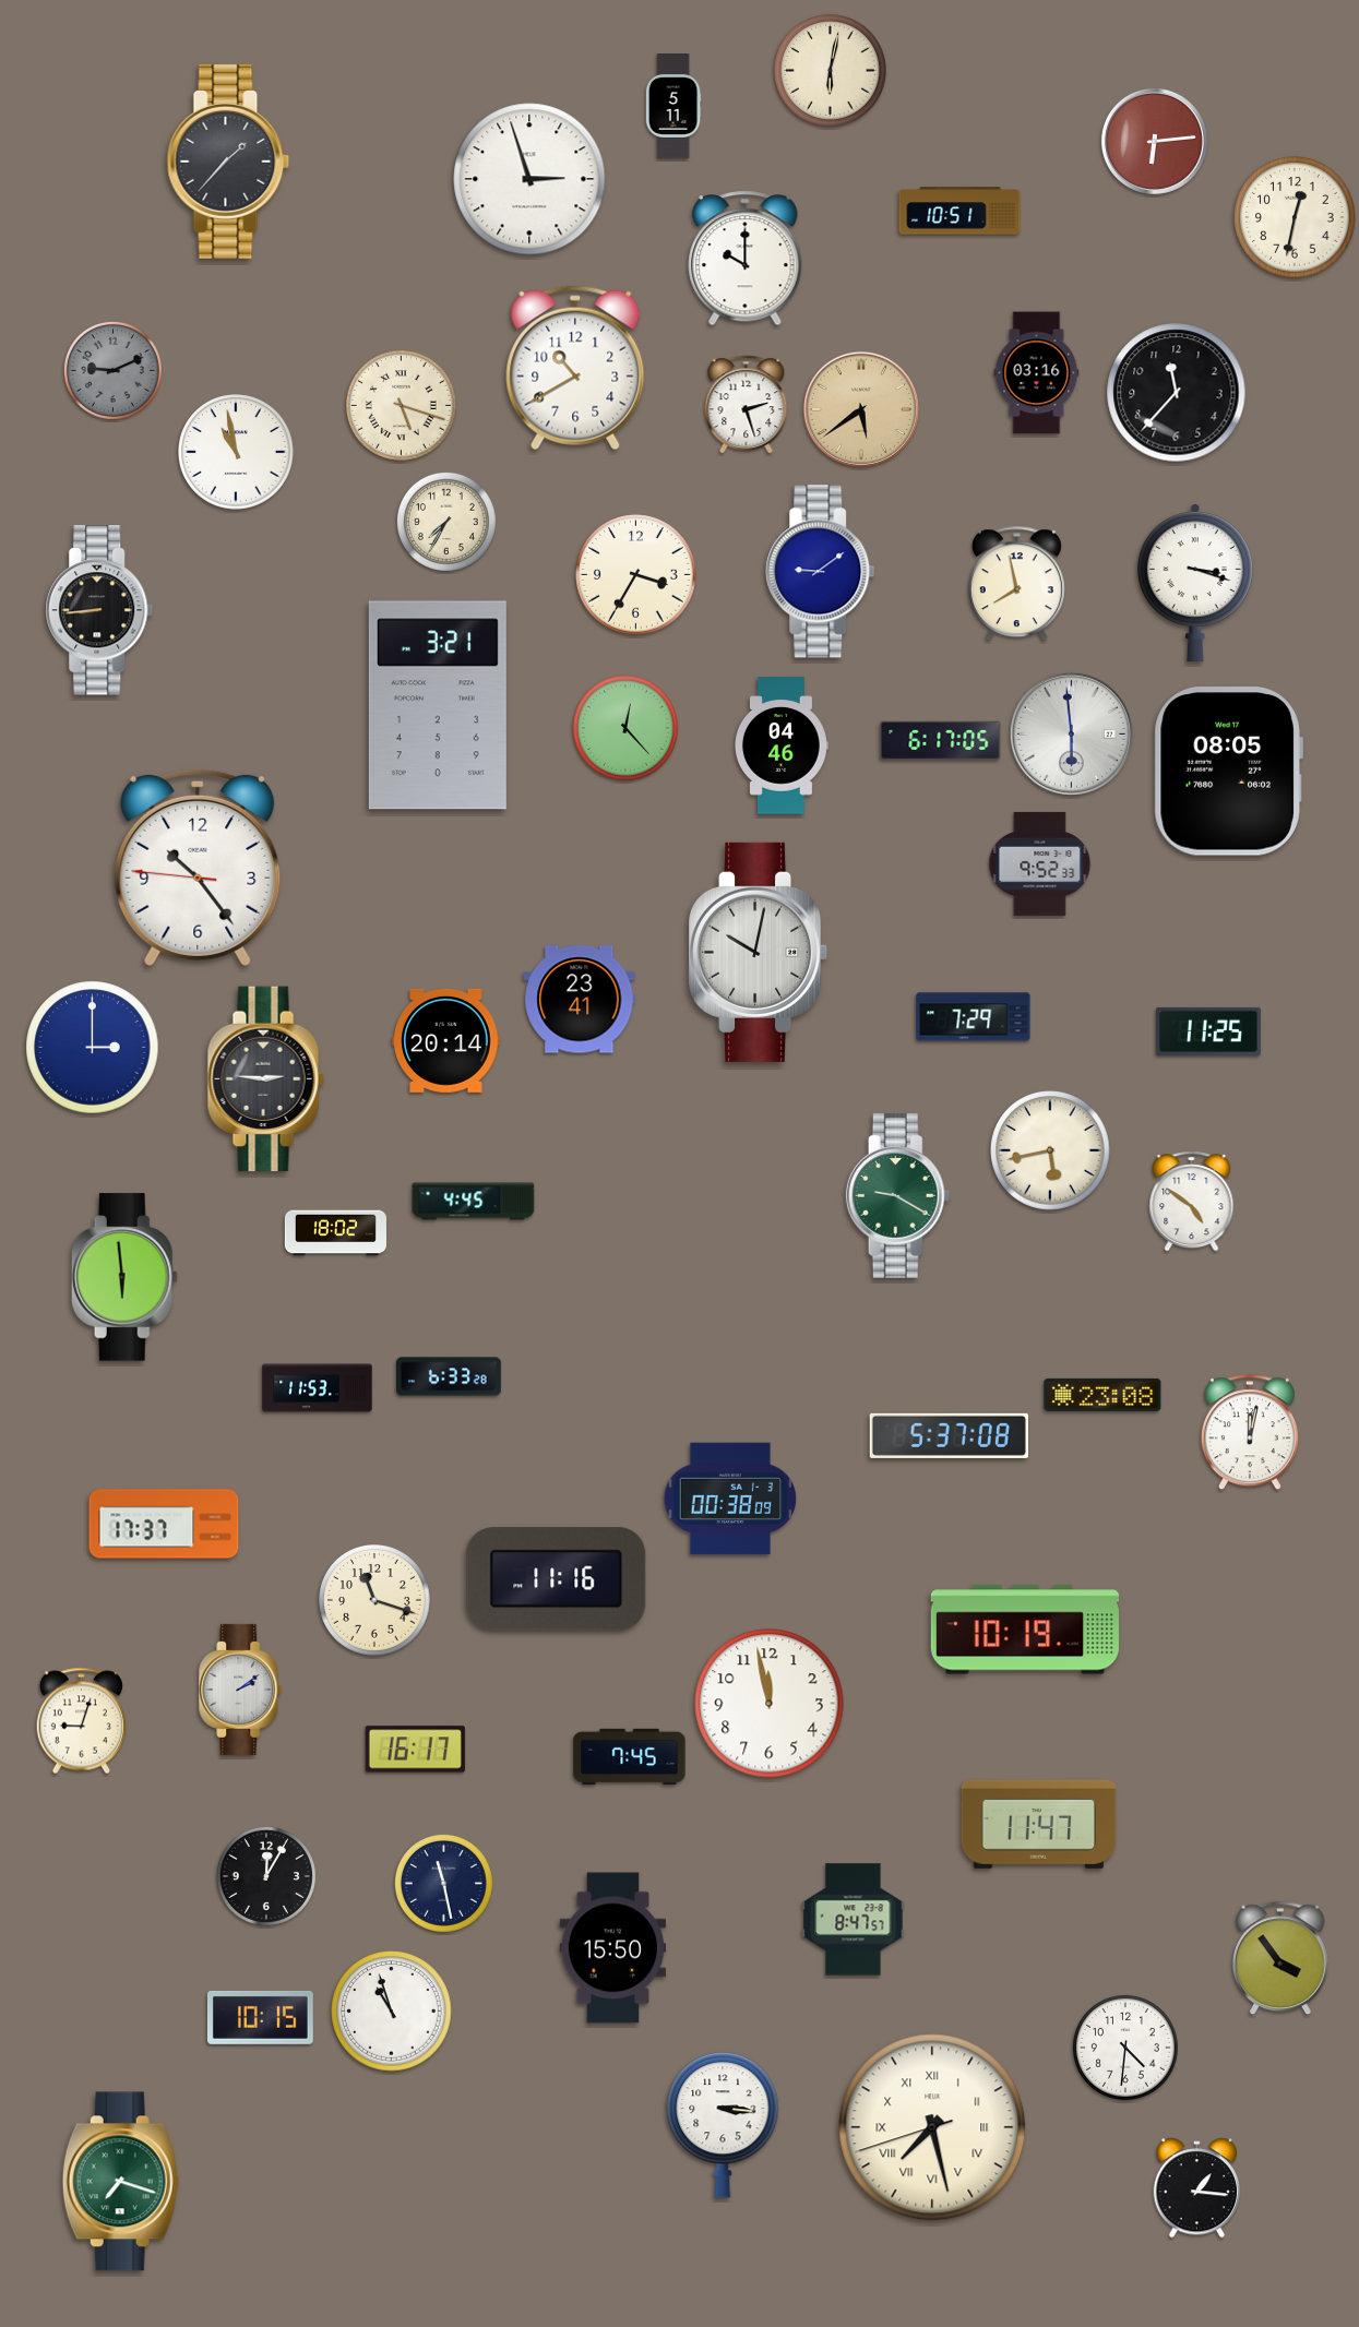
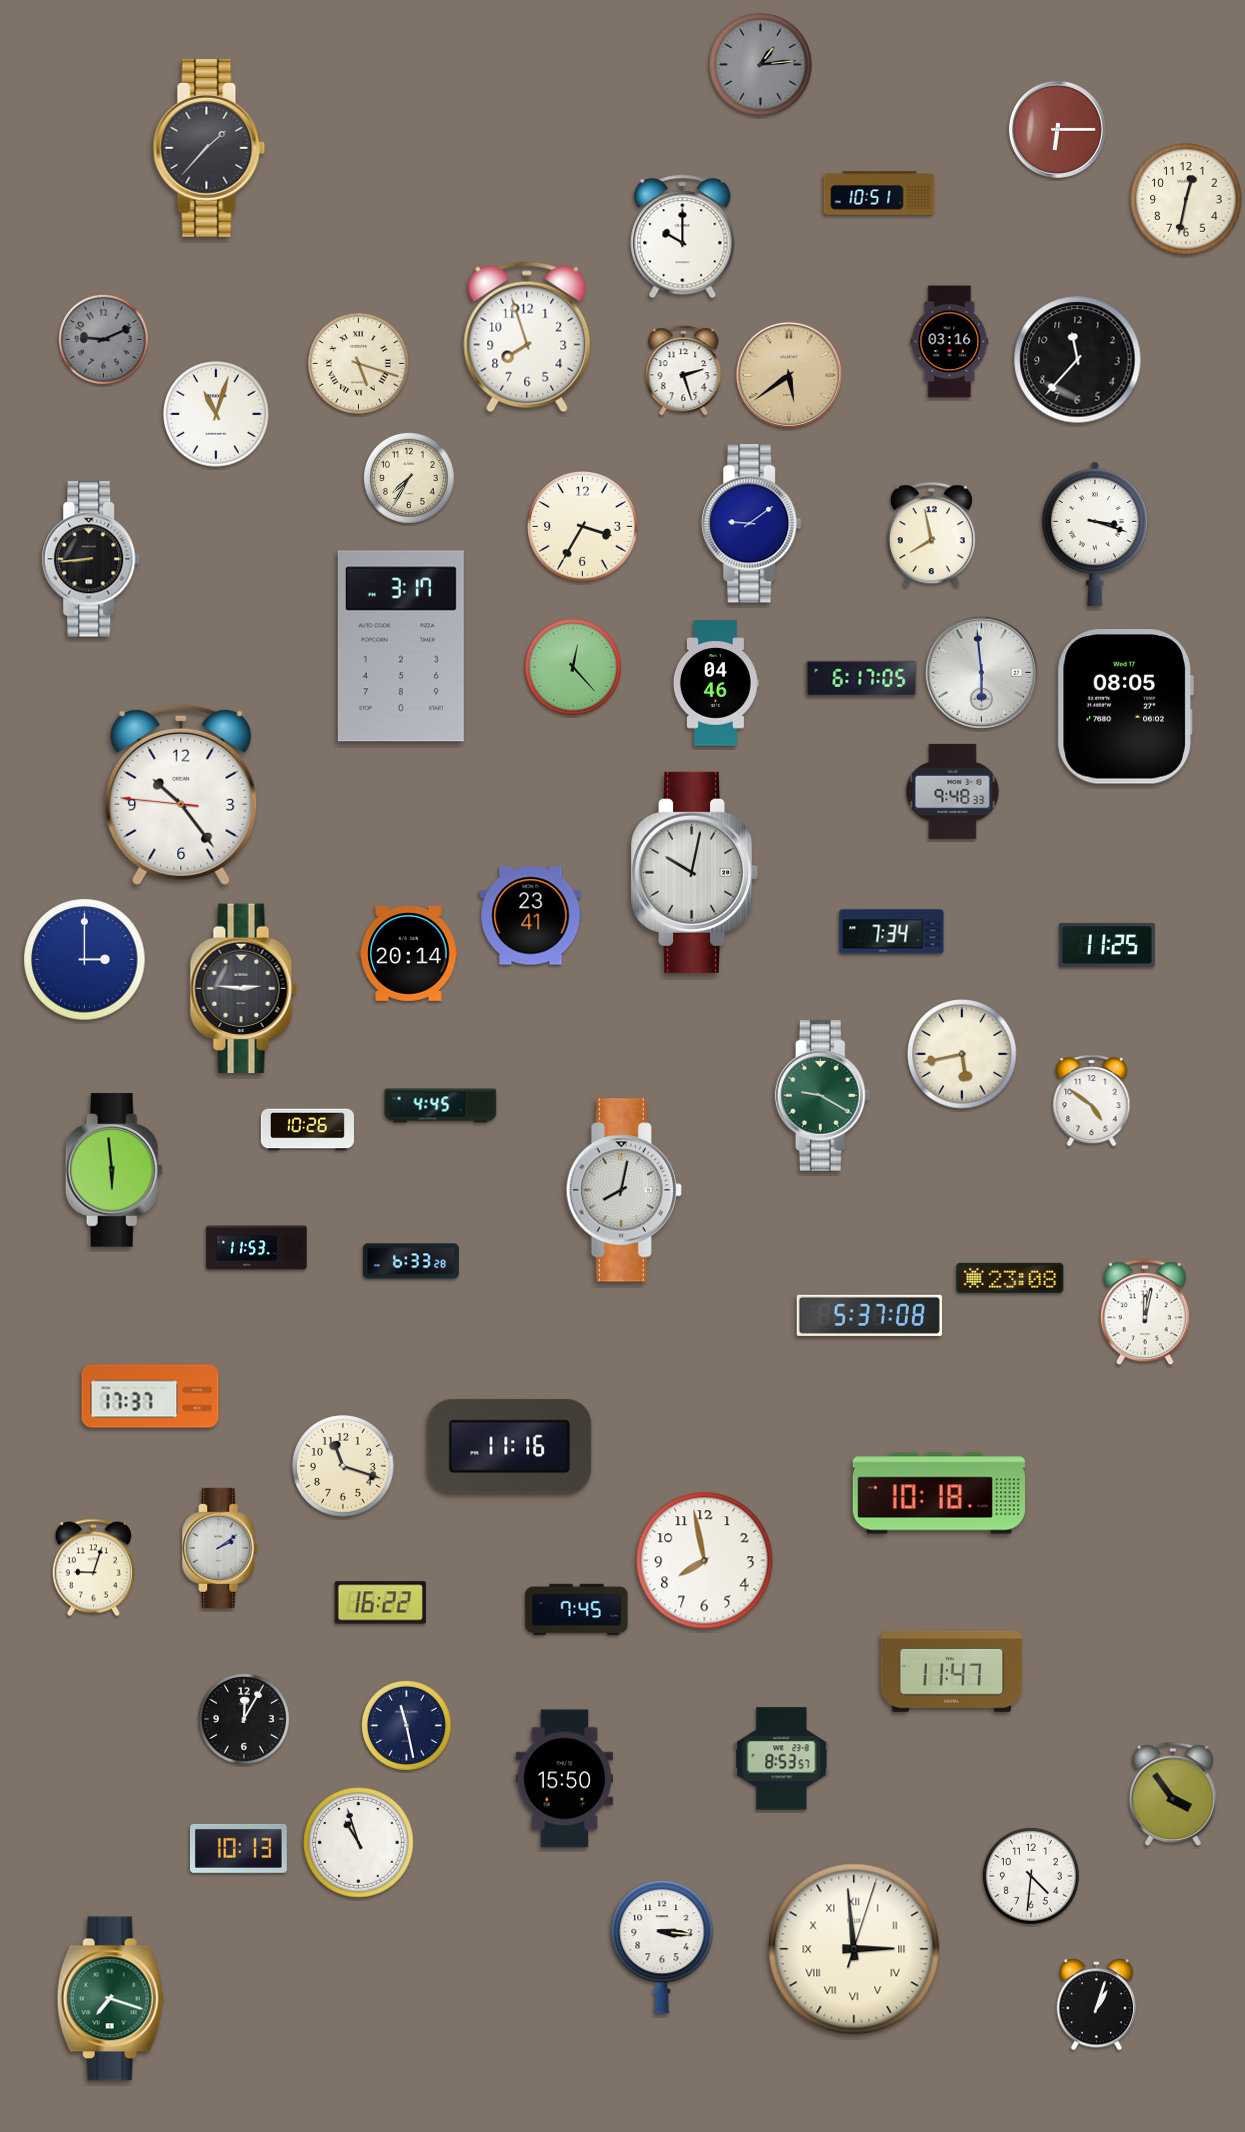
clock at (831, 71): 6:02 -> 1:14
clock at (831, 71) dial: cream -> grey
clock at (673, 107): 5:11 -> none
clock at (1154, 141): 6:14 -> 6:15
clock at (529, 179): 2:57 -> none
clock at (575, 368): 10:40 -> 7:57
clock at (402, 406) position: (402, 406) -> (359, 364)
clock at (236, 452): 10:58 -> 11:03
clock at (438, 705): 3:21 -> 3:17
clock at (1040, 863): 9:52 -> 9:48
clock at (974, 1017): 7:29 -> 7:34
clock at (474, 1202) position: (474, 1202) -> (441, 1106)
clock at (335, 1233): 18:02 -> 10:26
clock at (624, 1190): none -> 8:02
clock at (318, 1388) position: (318, 1388) -> (257, 1248)
clock at (730, 1499): 00:38 -> none
clock at (1025, 1630): 10:19 -> 10:18
clock at (770, 1704): 11:58 -> 7:58
clock at (81, 1721) position: (81, 1721) -> (93, 1568)
clock at (415, 1750): 16:17 -> 16:22
clock at (854, 1920): 8:47 -> 8:53
clock at (613, 1948) position: (613, 1948) -> (565, 1779)
clock at (260, 2017): 10:15 -> 10:13
clock at (932, 2127): 7:27 -> 2:59
clock at (1197, 2188): 1:16 -> 1:03
